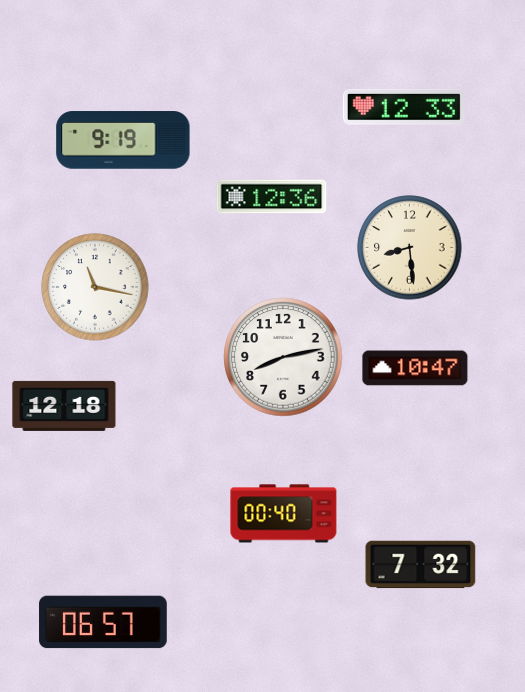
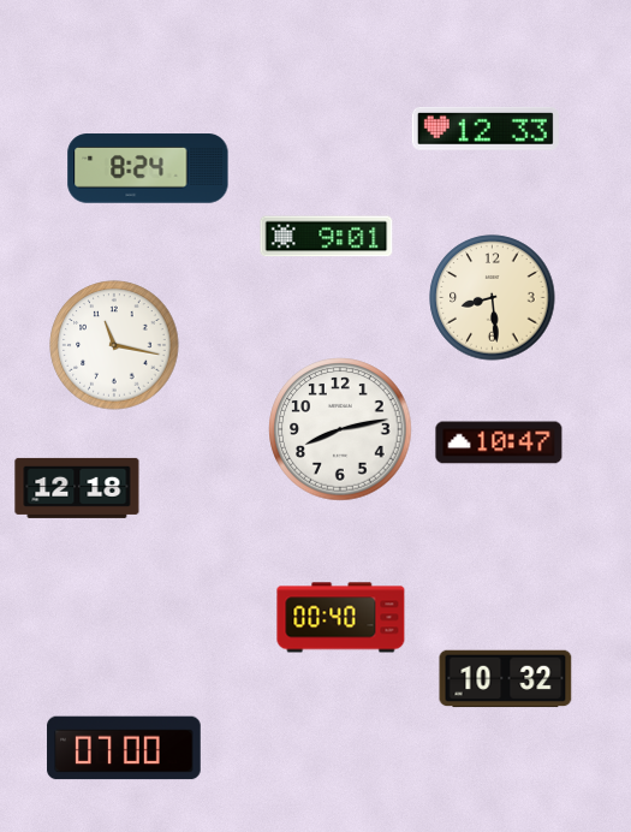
clock at (123, 140): 9:19 -> 8:24
clock at (272, 197): 12:36 -> 9:01
clock at (421, 565): 7:32 -> 10:32
clock at (103, 622): 06:57 -> 07:00
